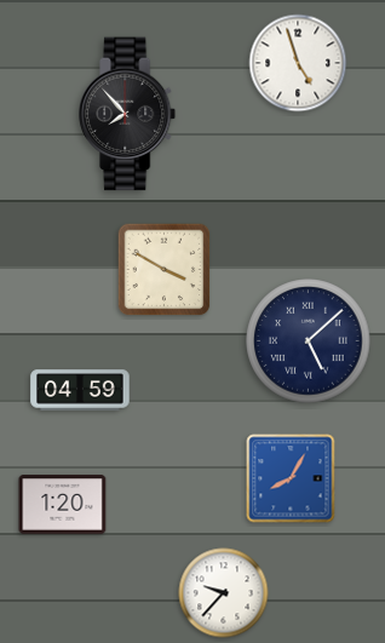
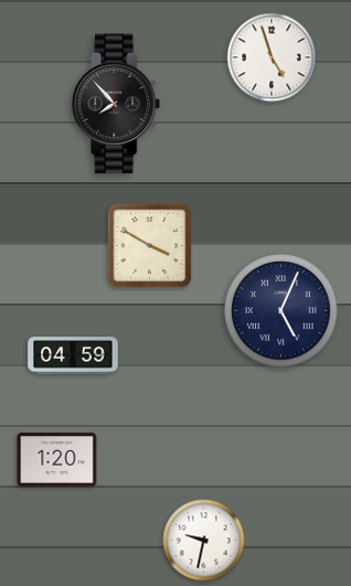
clock at (309, 341): 5:08 -> 5:04
clock at (291, 478): 8:05 -> none
clock at (224, 593): 9:37 -> 9:32
